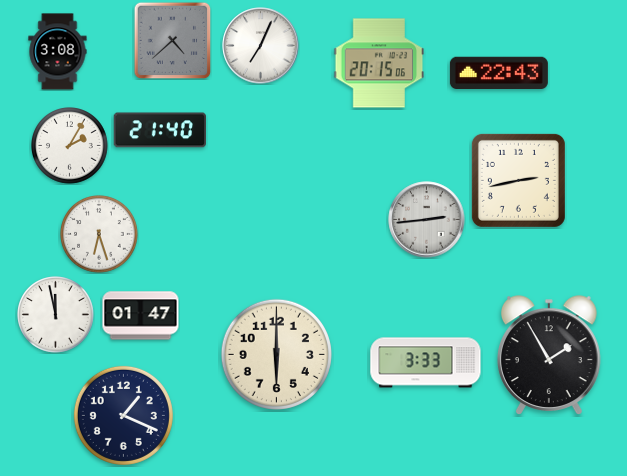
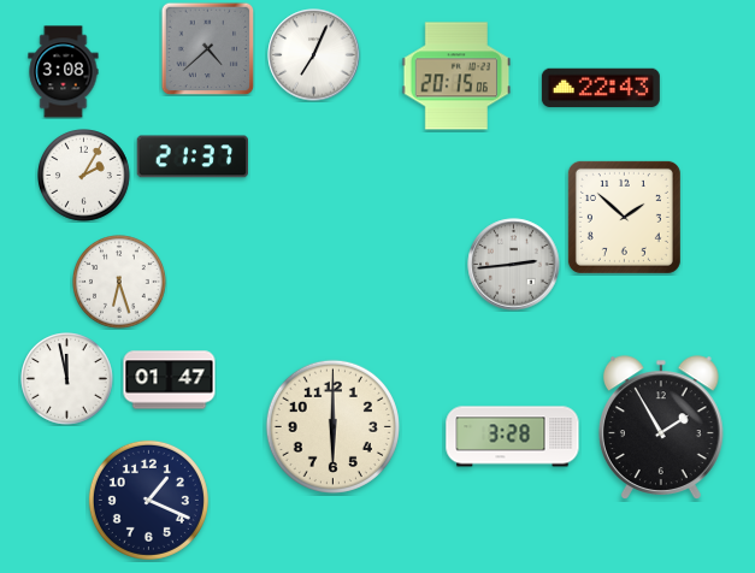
clock at (58, 52) position: (58, 52) -> (64, 72)
clock at (159, 130): 21:40 -> 21:37
clock at (518, 180): 2:43 -> 1:52
clock at (426, 363): 3:33 -> 3:28
